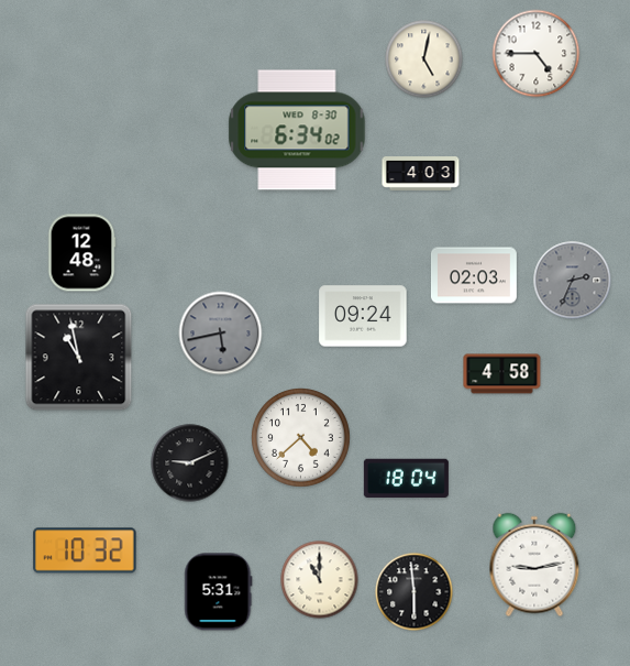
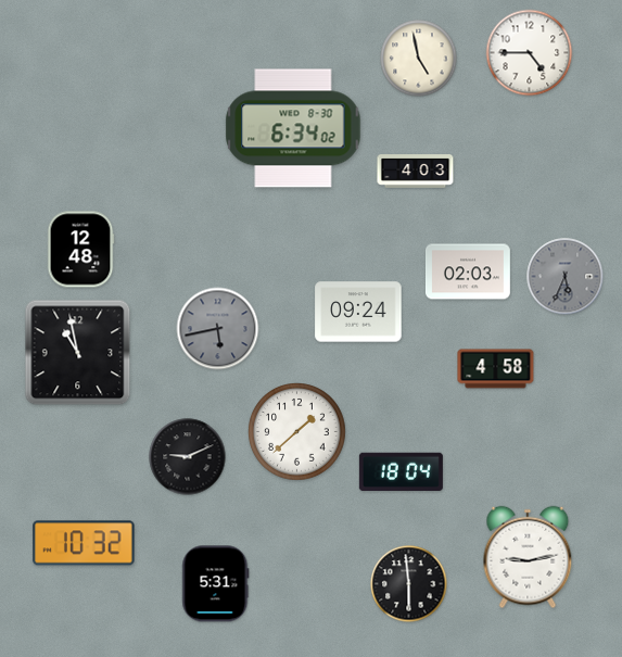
clock at (424, 59): 5:02 -> 4:58
clock at (573, 281): 2:34 -> 5:34
clock at (301, 438): 4:38 -> 1:38
clock at (320, 580): 11:00 -> none
